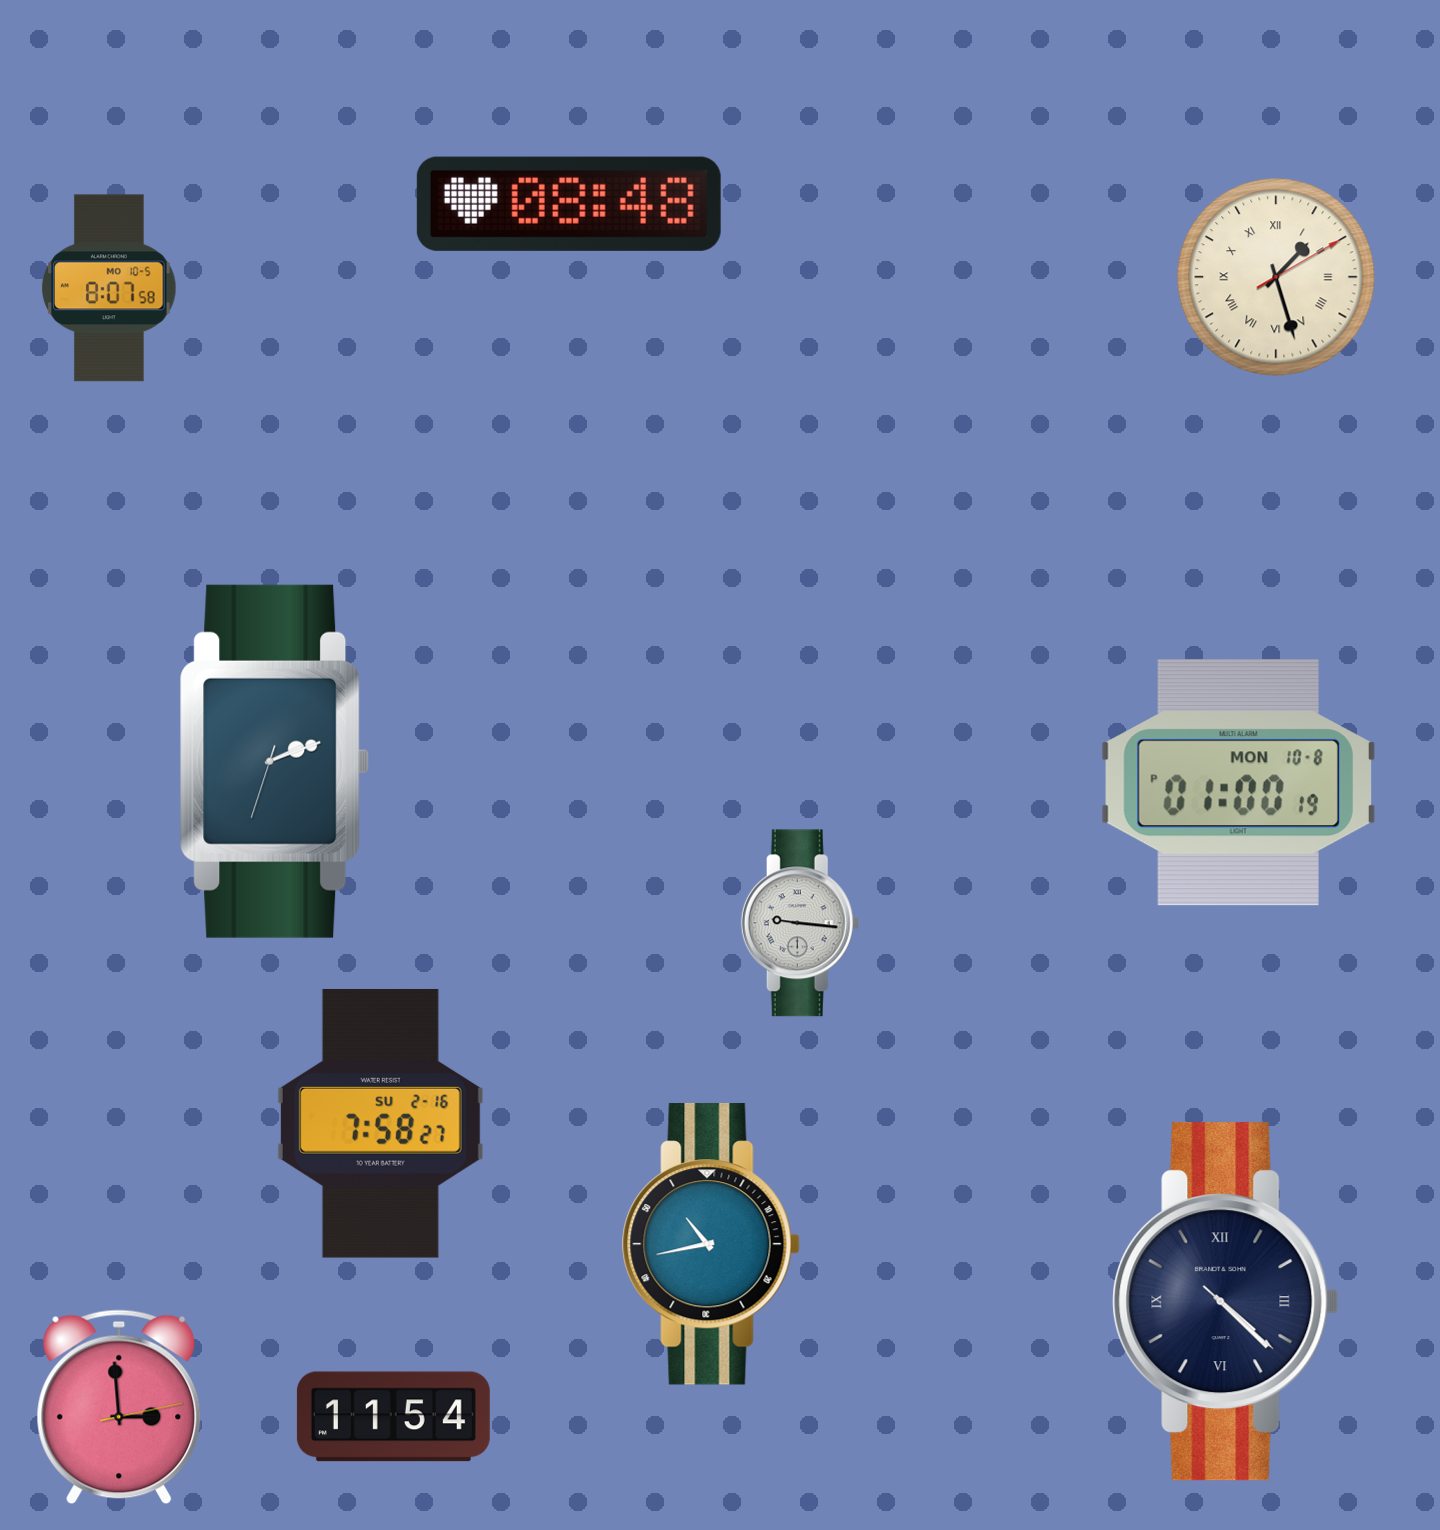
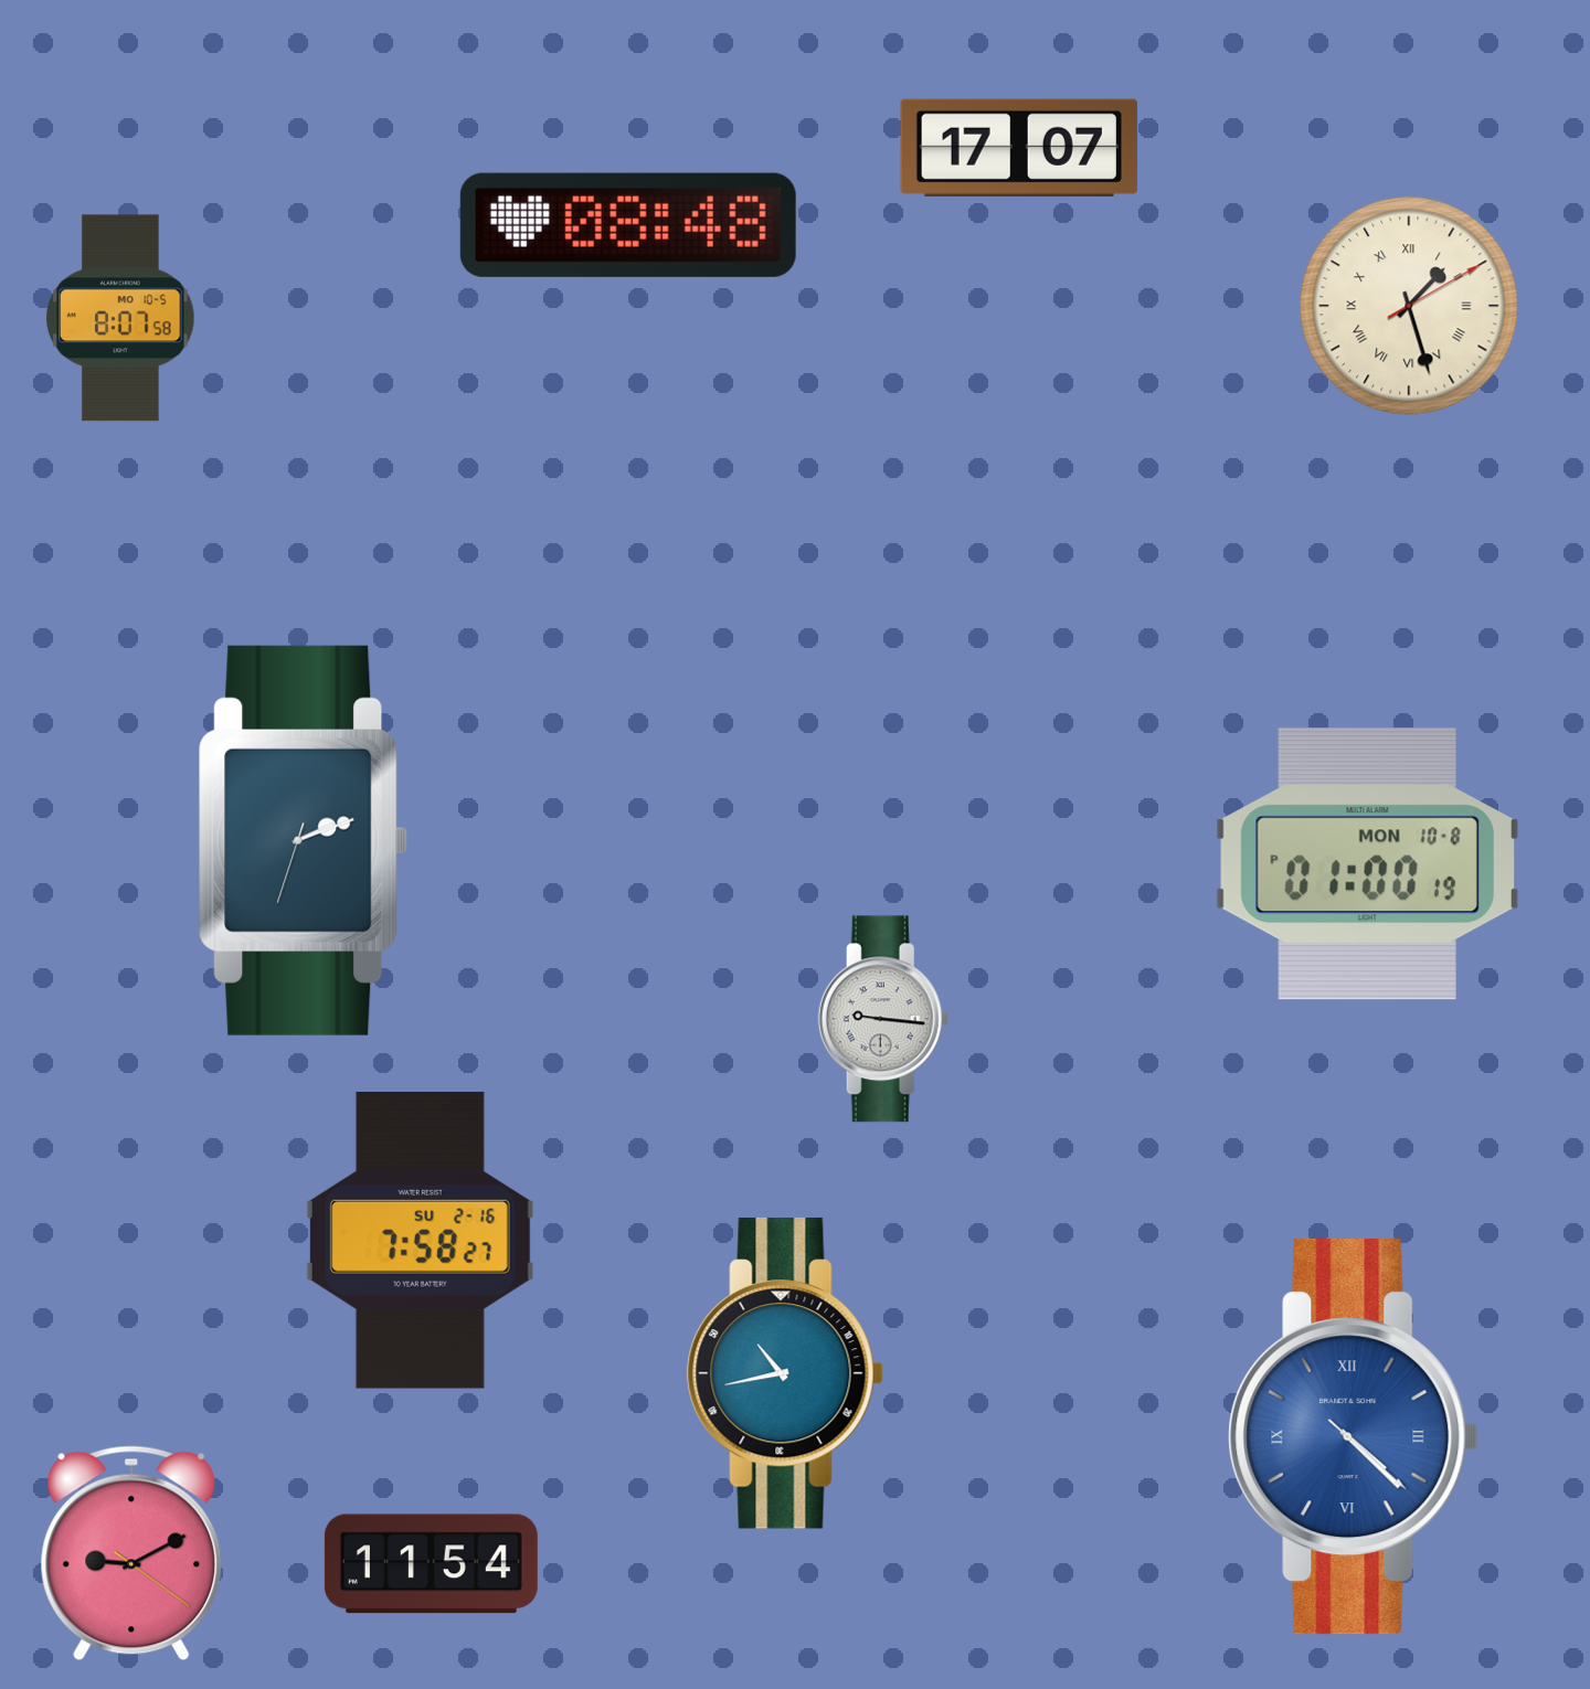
clock at (1019, 148): none -> 17:07
clock at (1226, 1302) dial: navy -> blue
clock at (119, 1407): 2:59 -> 9:10
clock at (393, 1417) position: (393, 1417) -> (431, 1564)
